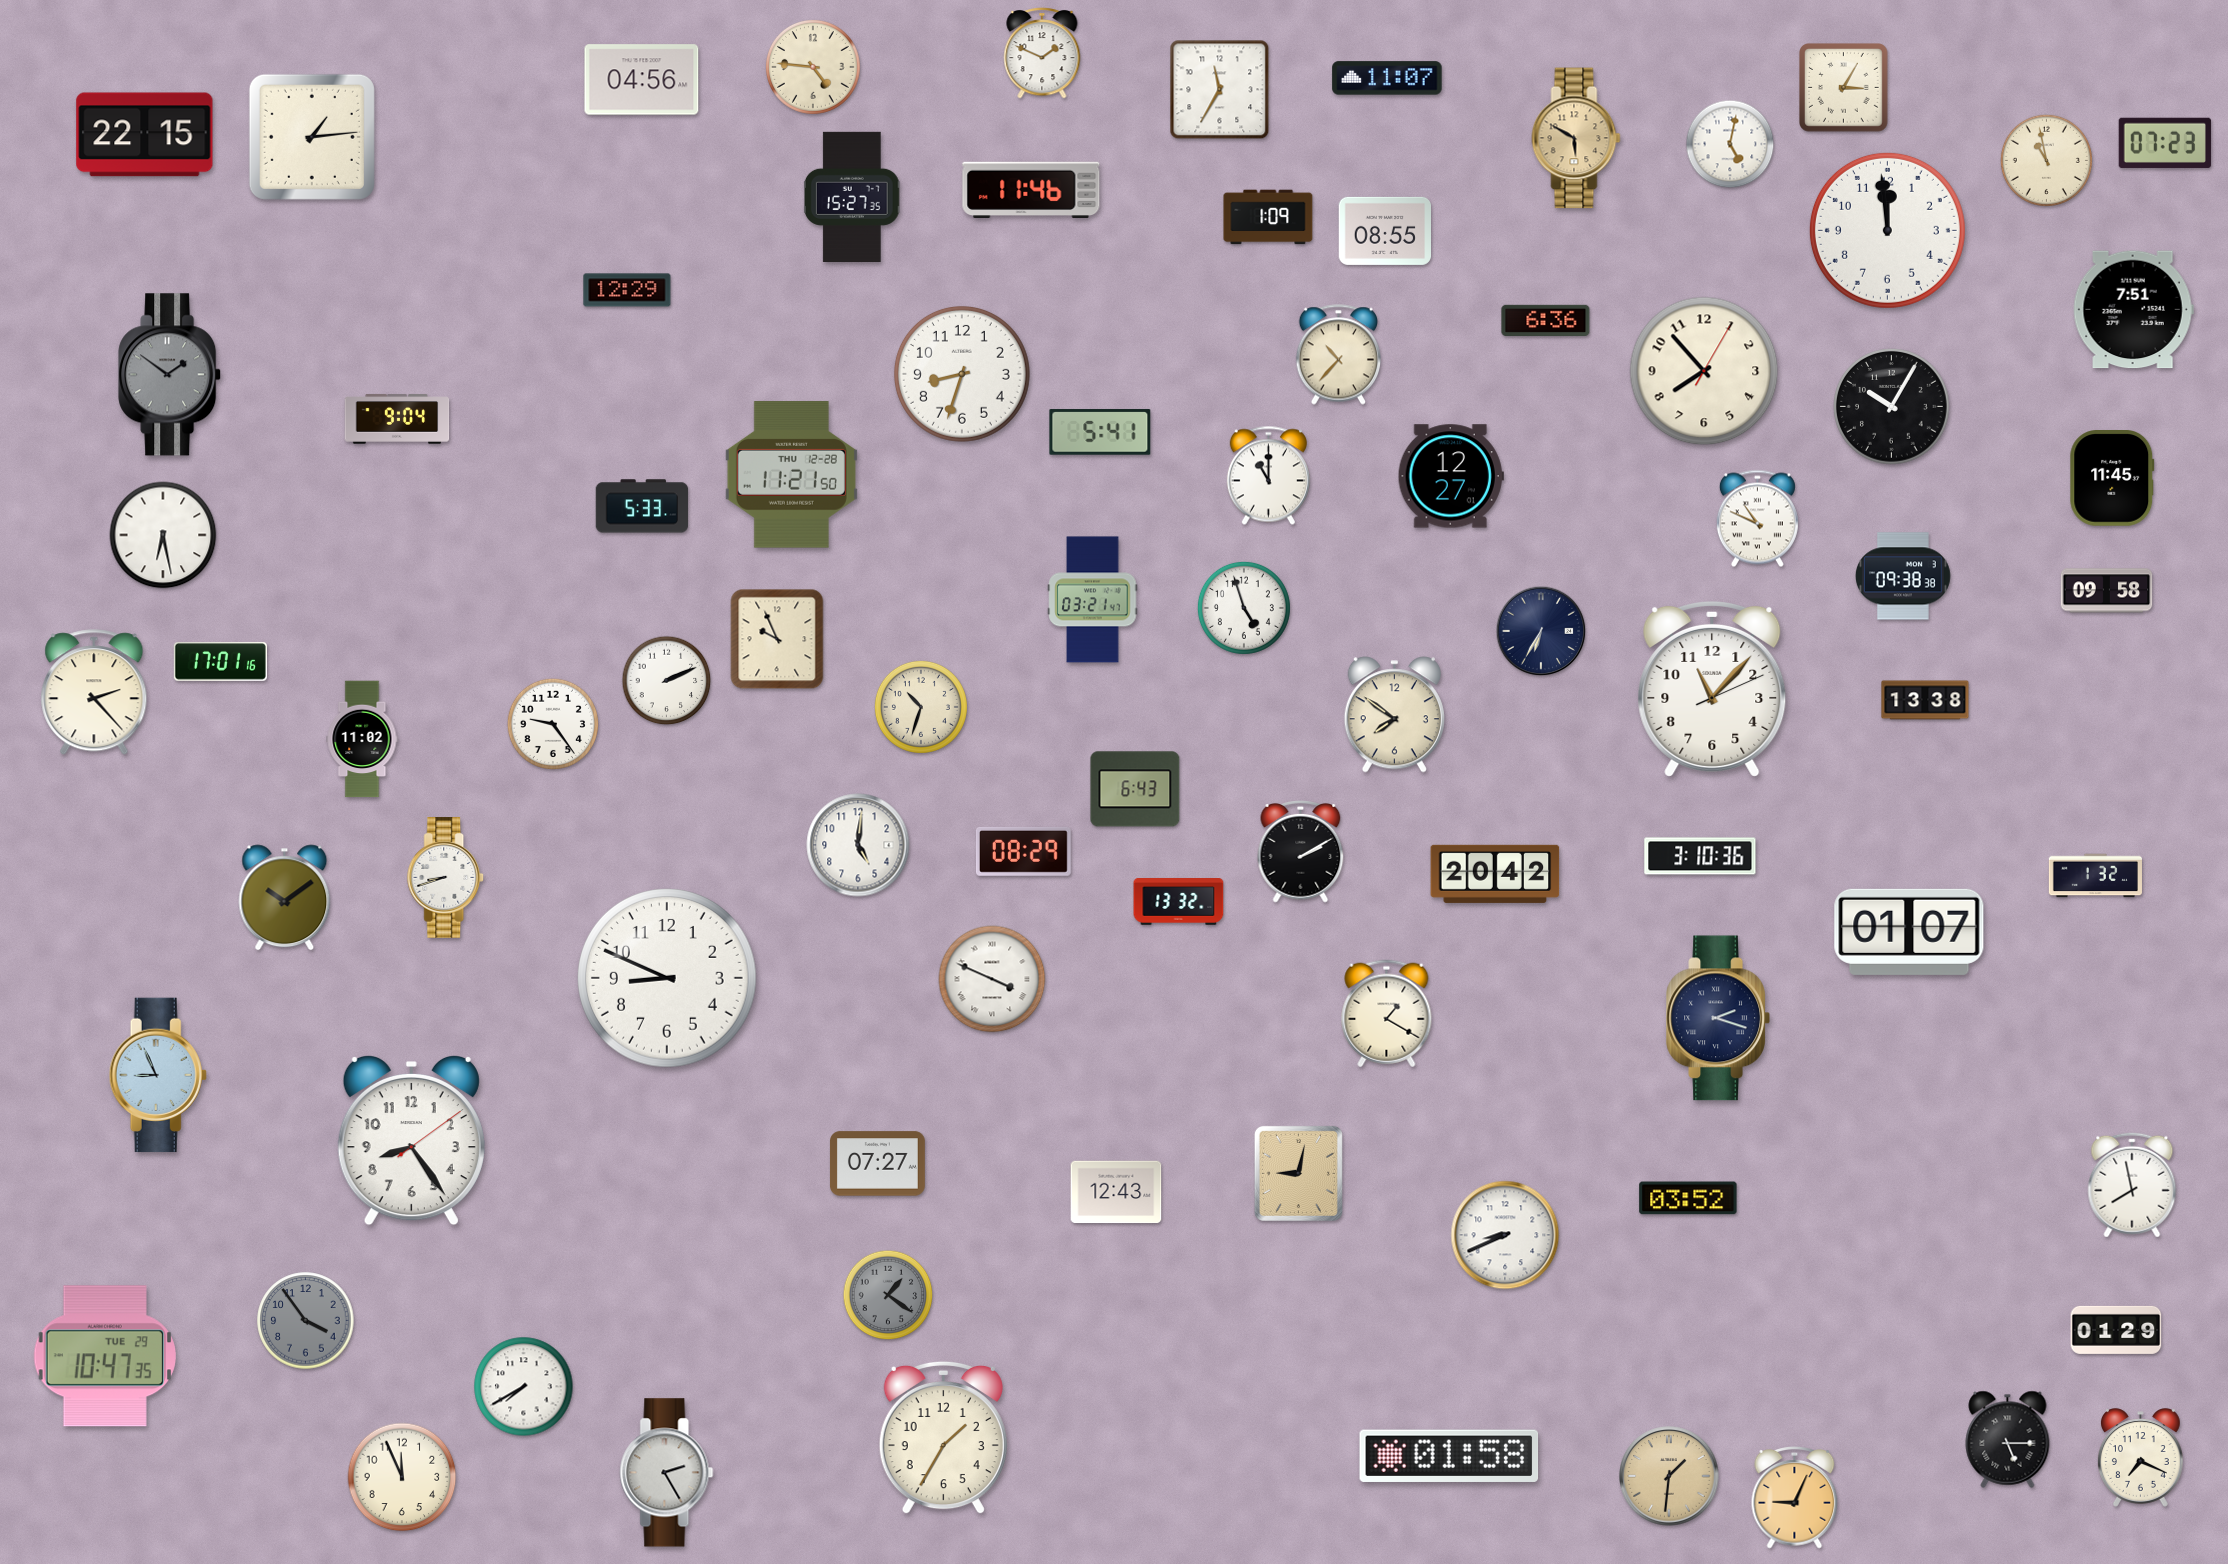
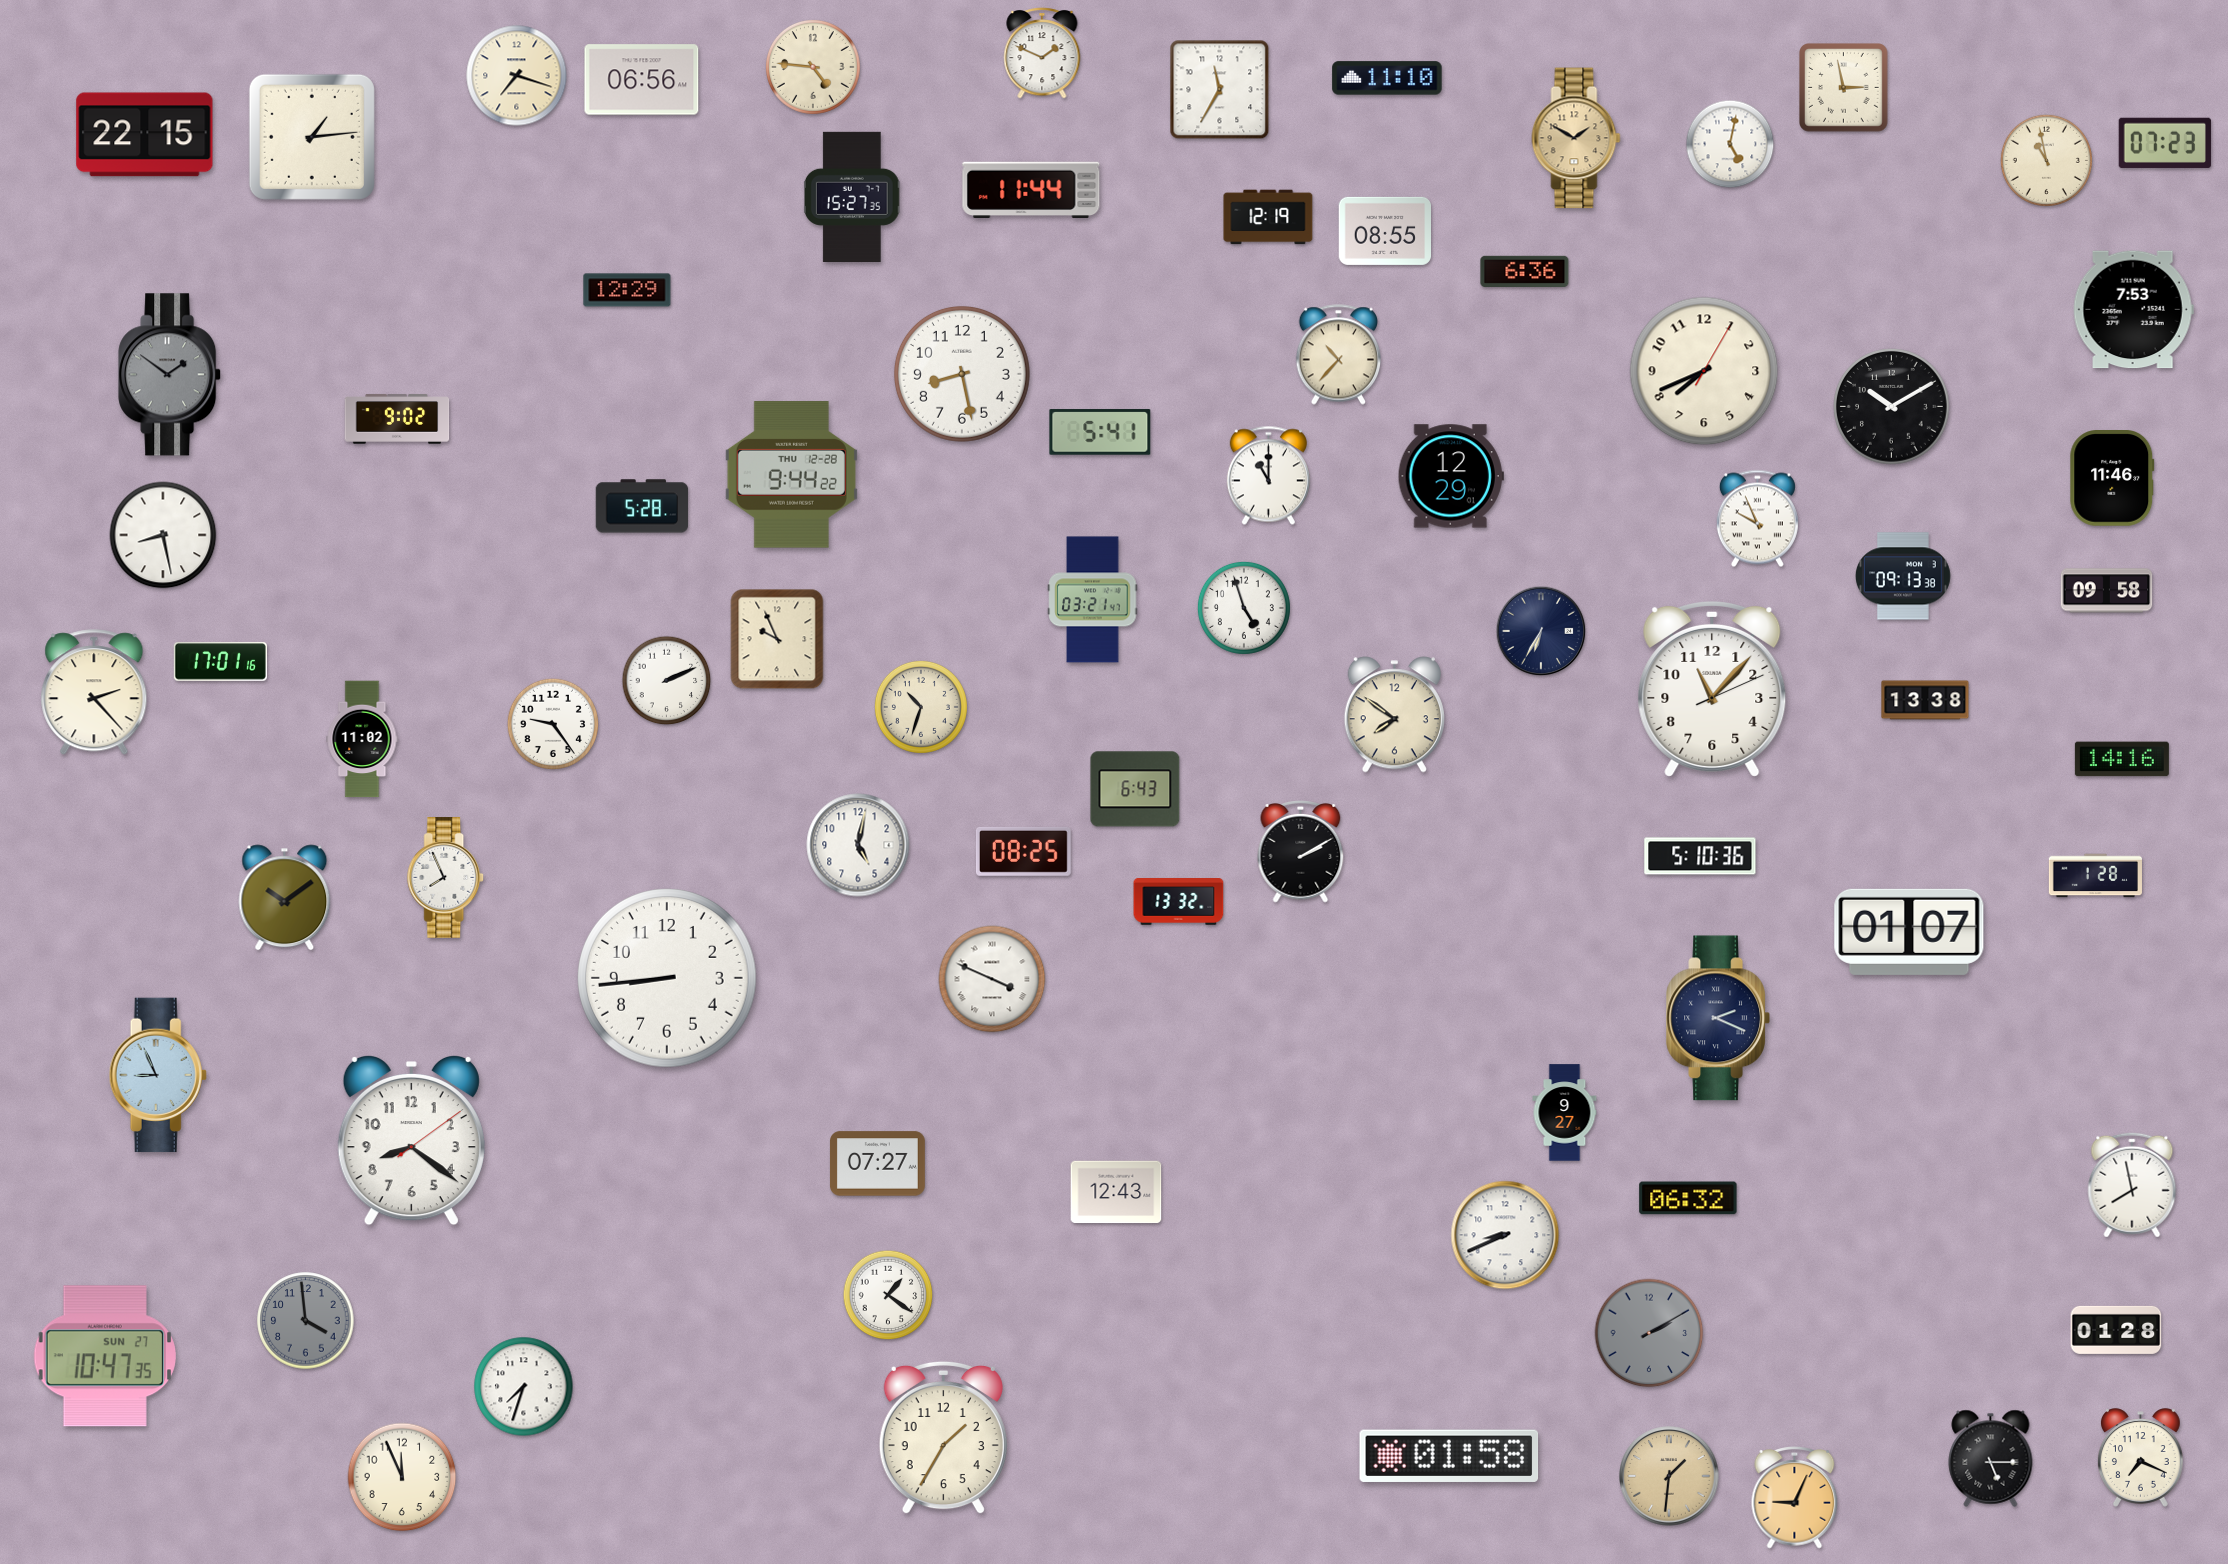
clock at (517, 76): none -> 7:18
clock at (1387, 78): 11:07 -> 11:10
clock at (642, 80): 04:56 -> 06:56
clock at (1844, 88): 3:05 -> 2:58
clock at (1576, 138): 5:50 -> 1:50
clock at (1031, 189): 11:46 -> 11:44
clock at (1268, 217): 1:09 -> 12:19
clock at (1887, 230): 11:59 -> none
clock at (2133, 310): 7:51 -> 7:53
clock at (1546, 320) position: (1546, 320) -> (1525, 271)
clock at (1704, 371): 7:53 -> 7:41
clock at (962, 374): 8:33 -> 8:28
clock at (1892, 407): 10:05 -> 10:10
clock at (397, 419): 9:04 -> 9:02
clock at (791, 475): 11:21 -> 9:44
clock at (1451, 476): 12:27 -> 12:29
clock at (2112, 478): 11:45 -> 11:46
clock at (642, 506): 5:33 -> 5:28
clock at (1757, 519): 10:49 -> 9:56
clock at (163, 535): 6:28 -> 8:28
clock at (1904, 576): 09:38 -> 09:13
clock at (2122, 759): none -> 14:16
clock at (858, 845): 5:01 -> 5:02
clock at (1023, 851): 08:29 -> 08:25
clock at (1700, 856): 3:10 -> 5:10
clock at (1495, 874): 20:42 -> none
clock at (2095, 876): 1:32 -> 1:28
clock at (446, 878): 8:42 -> 7:56
clock at (668, 979): 8:49 -> 8:44
clock at (1387, 1014): 1:20 -> none
clock at (1718, 1018): 2:18 -> 2:19
clock at (1565, 1113): none -> 9:27
clock at (411, 1140): 8:24 -> 8:21
clock at (1298, 1173): 9:02 -> none
clock at (1688, 1198): 03:52 -> 06:32
clock at (888, 1295) dial: grey -> white
clock at (306, 1321): 3:54 -> 3:59
clock at (2116, 1330): 01:29 -> 01:28
clock at (1649, 1333): none -> 2:10
clock at (105, 1356) date: TUE 29 -> SUN 27
clock at (524, 1387): 7:40 -> 7:33
clock at (2008, 1439) position: (2008, 1439) -> (1991, 1458)
clock at (667, 1473): 2:25 -> none
